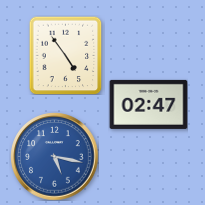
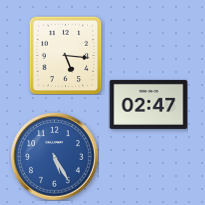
clock at (66, 55): 4:54 -> 5:16
clock at (54, 156): 5:17 -> 5:25
